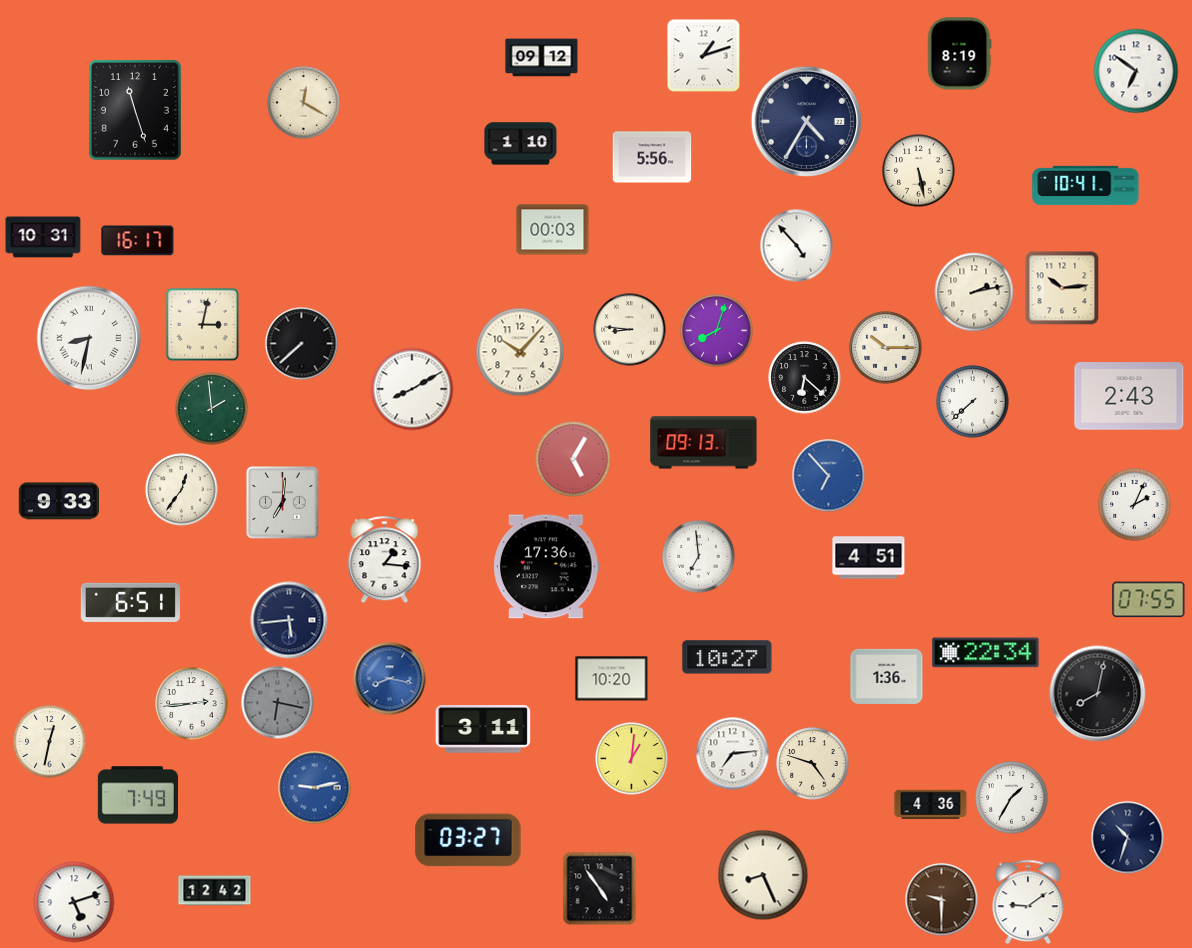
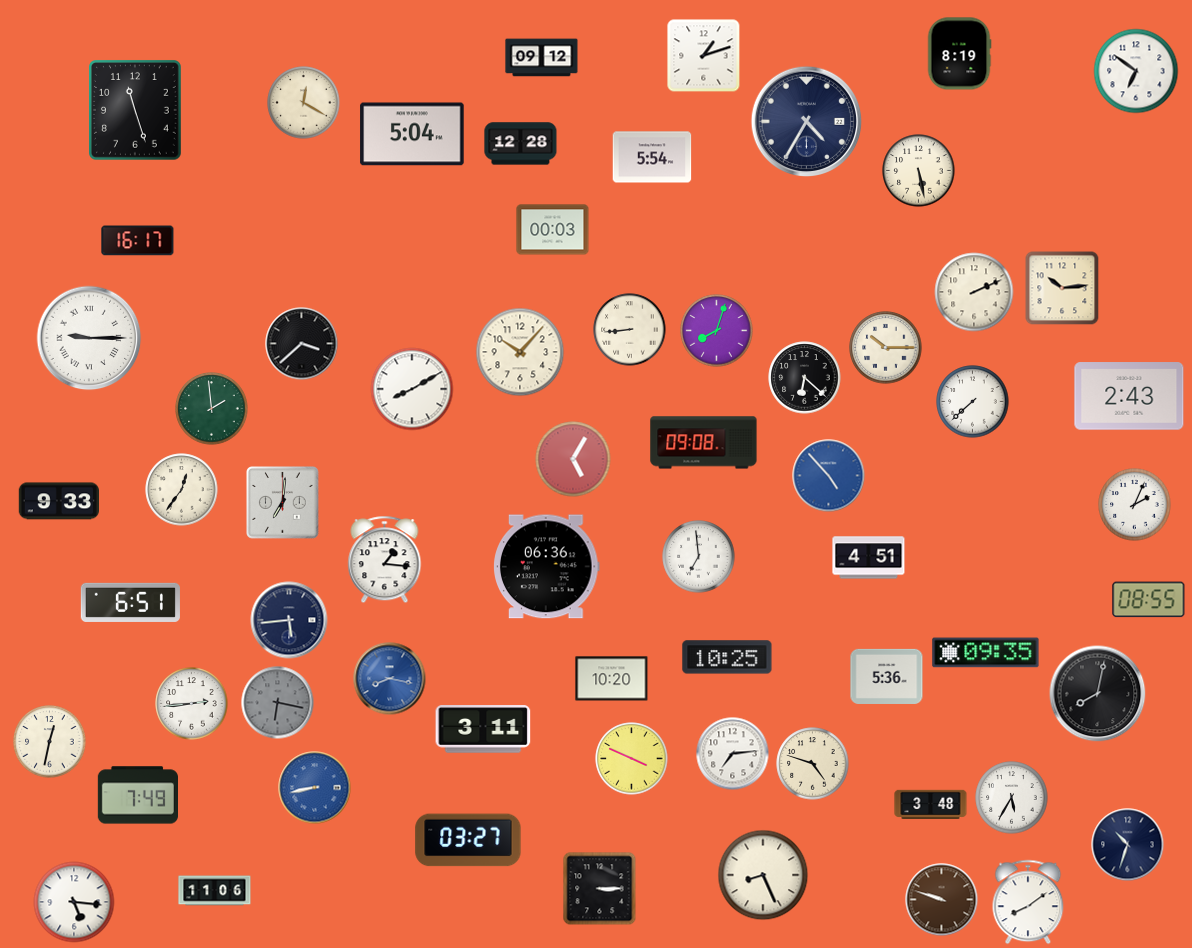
clock at (412, 134): none -> 5:04
clock at (521, 144): 1:10 -> 12:28
clock at (652, 157): 5:56 -> 5:54
clock at (1086, 185): 10:41 -> none
clock at (43, 237): 10:31 -> none
clock at (797, 246): 4:53 -> none
clock at (974, 292): 2:13 -> 2:11
clock at (202, 324): 3:02 -> none
clock at (630, 330): 8:46 -> 8:44
clock at (89, 338): 8:32 -> 9:15
clock at (302, 344): 7:38 -> 3:38
clock at (704, 443): 09:13 -> 09:08
clock at (829, 476): 6:53 -> 4:53
clock at (547, 567): 17:36 -> 06:36
clock at (1149, 600): 07:55 -> 08:55
clock at (986, 653): 22:34 -> 09:35
clock at (727, 657): 10:27 -> 10:25
clock at (887, 676): 1:36 -> 5:36
clock at (632, 759): 1:01 -> 3:49
clock at (315, 788): 9:13 -> 8:43
clock at (1012, 798): 1:35 -> 5:35
clock at (931, 805): 4:36 -> 3:48
clock at (1128, 838) position: (1128, 838) -> (1128, 845)
clock at (600, 889): 4:54 -> 3:15
clock at (215, 891): 12:42 -> 11:06
clock at (942, 900): 9:30 -> 9:48
clock at (74, 902): 5:12 -> 5:16
clock at (1028, 902): 9:09 -> 8:09
